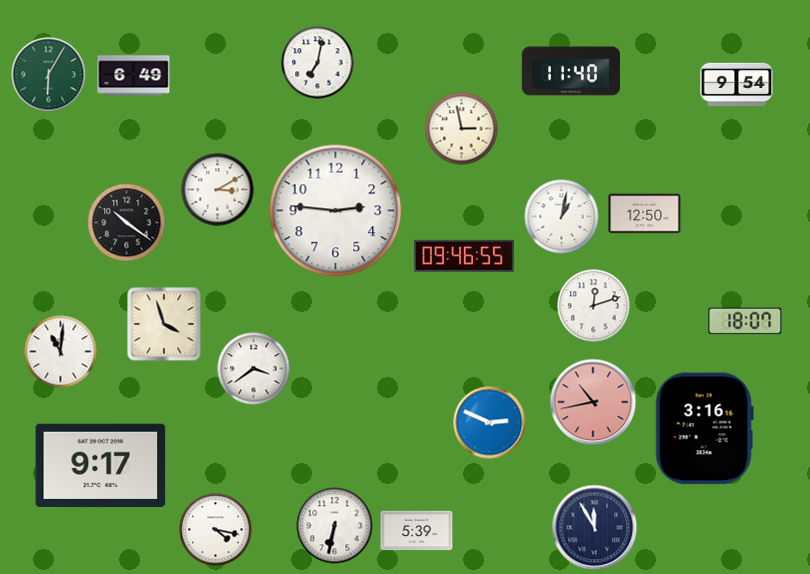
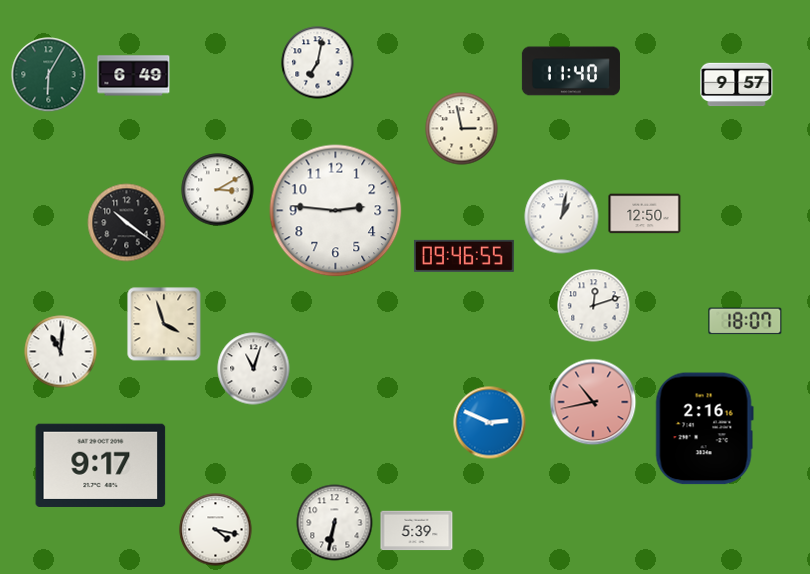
clock at (737, 85): 9:54 -> 9:57
clock at (254, 369): 3:39 -> 11:03
clock at (704, 429): 3:16 -> 2:16
clock at (335, 526) position: (335, 526) -> (335, 523)
clock at (595, 528): 11:55 -> none
